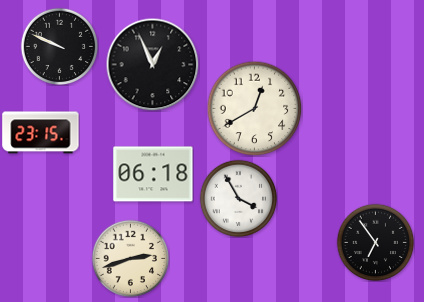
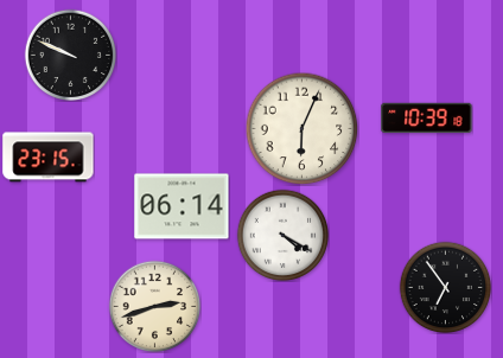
clock at (152, 64): 12:56 -> none
clock at (427, 119): none -> 10:39
clock at (254, 108): 12:40 -> 6:04
clock at (153, 174): 06:18 -> 06:14
clock at (238, 198): 3:55 -> 4:20
